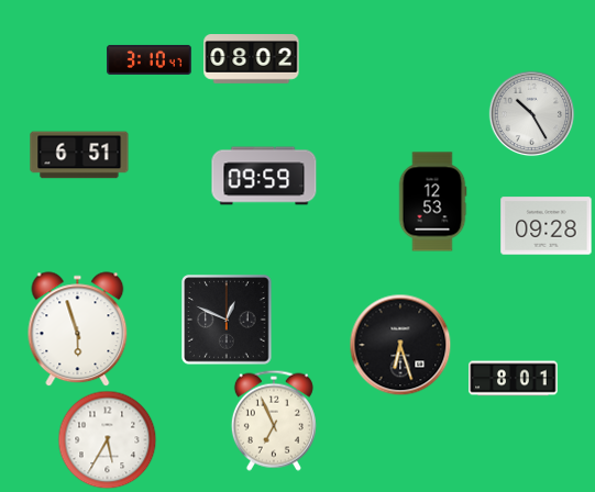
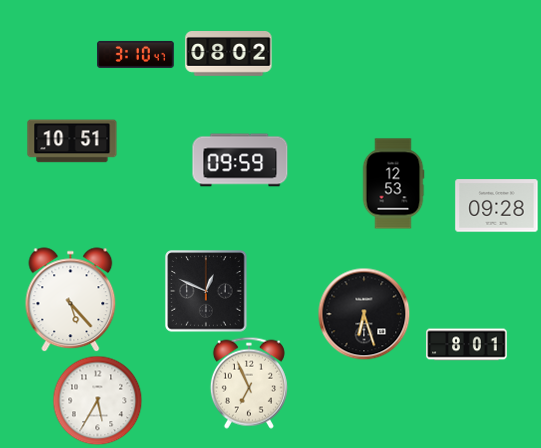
clock at (531, 113): 10:25 -> none
clock at (79, 155): 6:51 -> 10:51
clock at (78, 329): 5:57 -> 5:23
